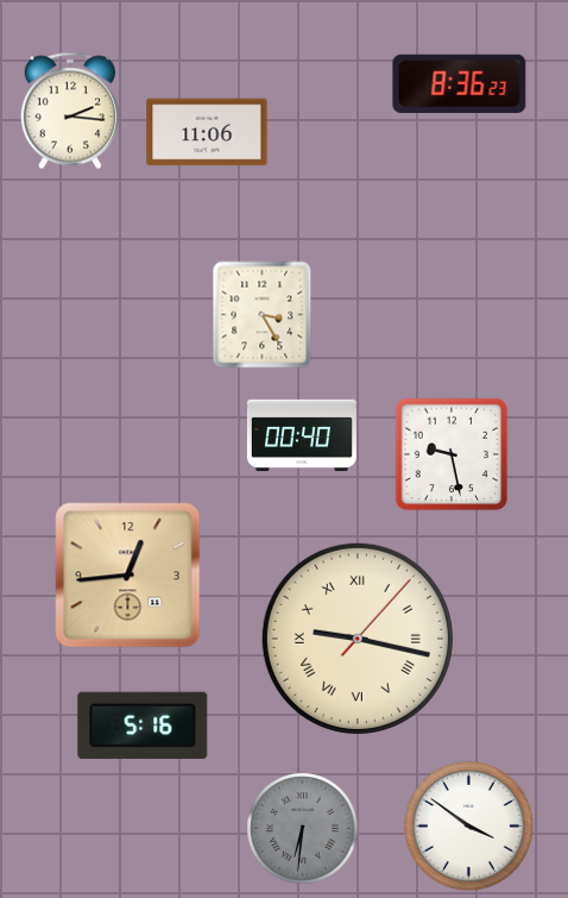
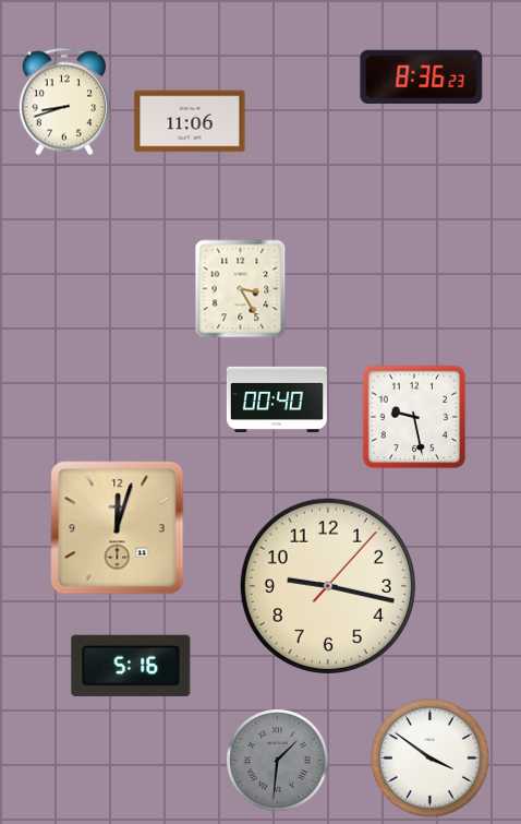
clock at (69, 111): 2:16 -> 8:42
clock at (128, 576): 12:44 -> 12:03
clock at (358, 639) numerals: Roman -> Arabic
clock at (303, 829): 6:31 -> 1:31
